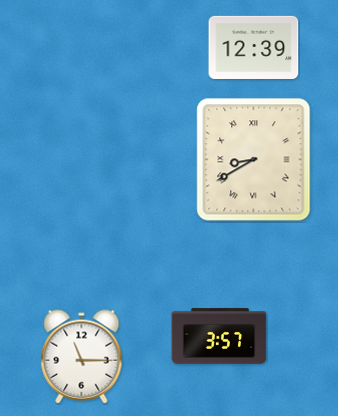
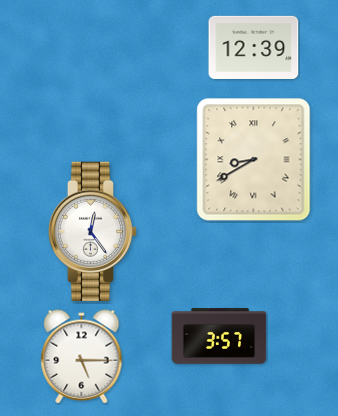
clock at (93, 231): none -> 12:24
clock at (82, 357): 11:15 -> 5:15
